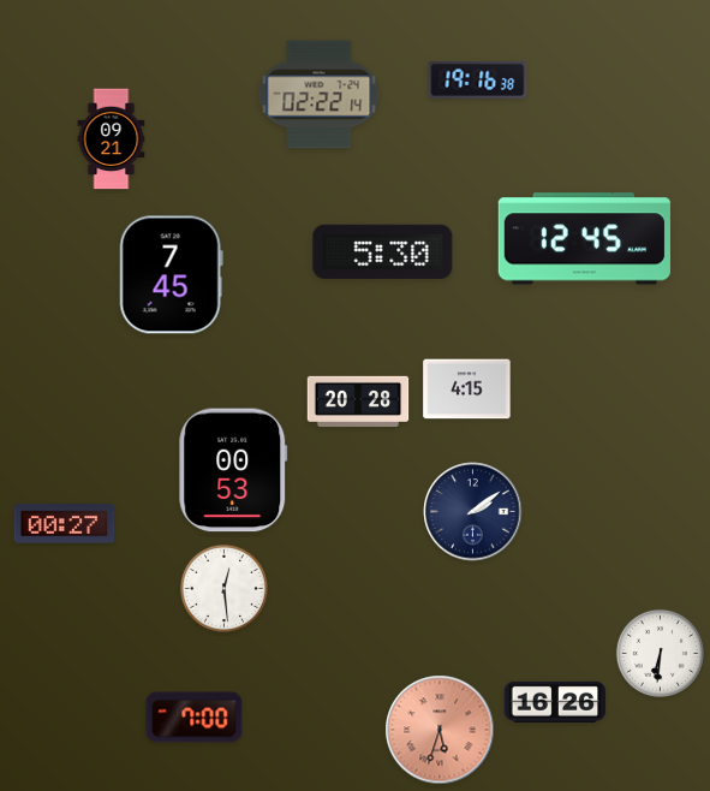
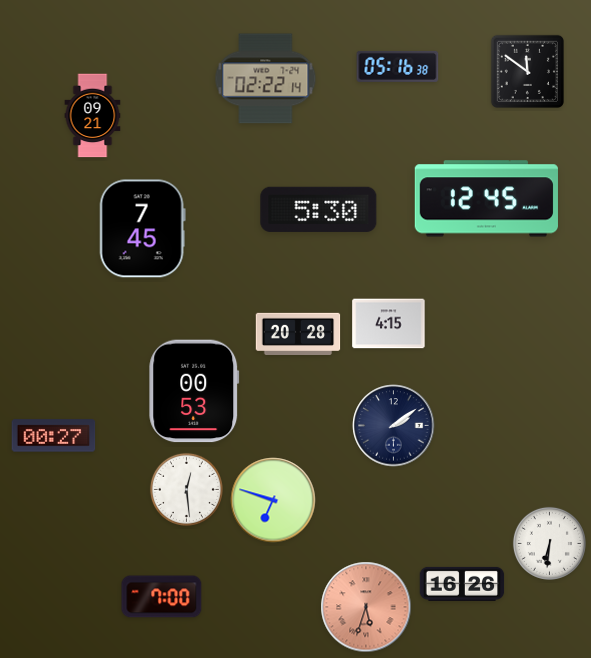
clock at (478, 79): 19:16 -> 05:16
clock at (527, 71): none -> 11:51
clock at (273, 500): none -> 6:48
